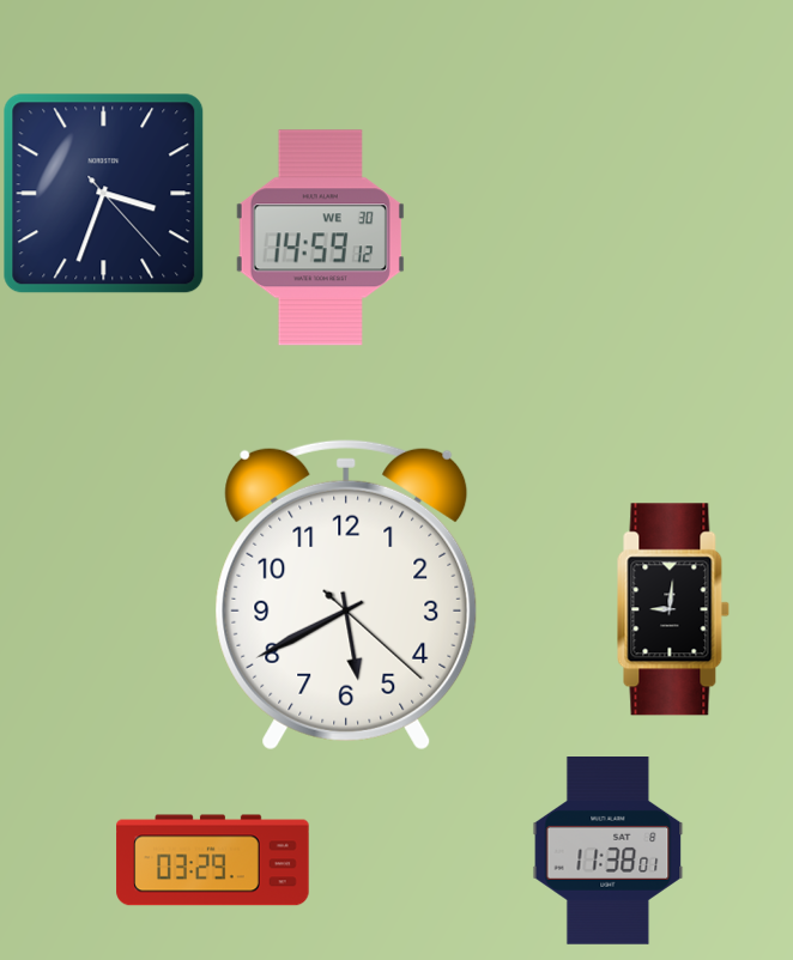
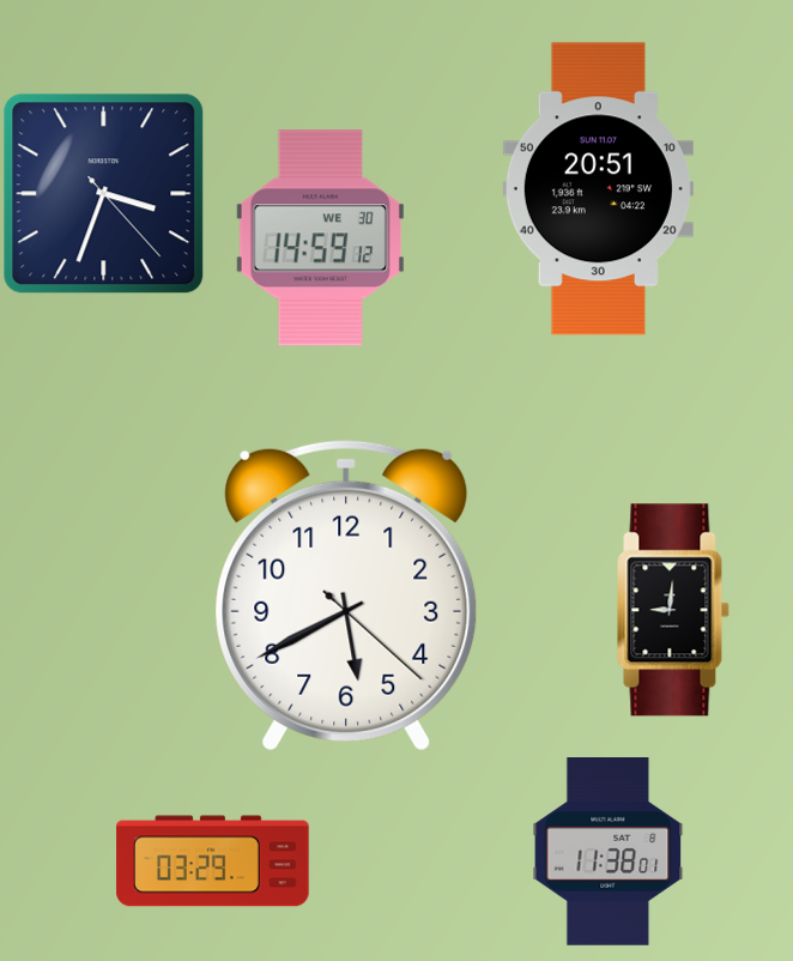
clock at (598, 189): none -> 20:51
